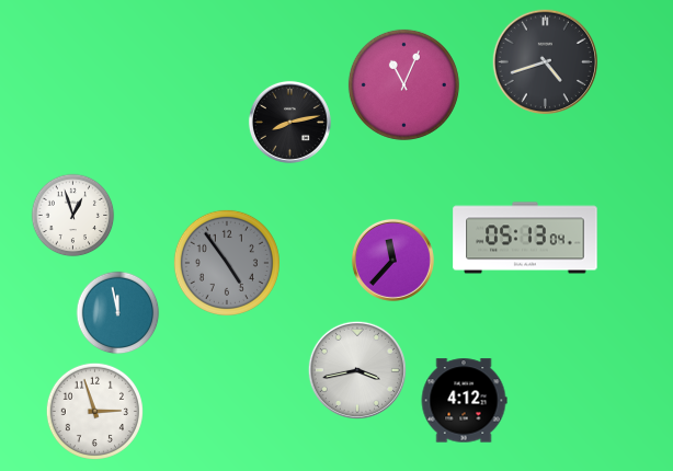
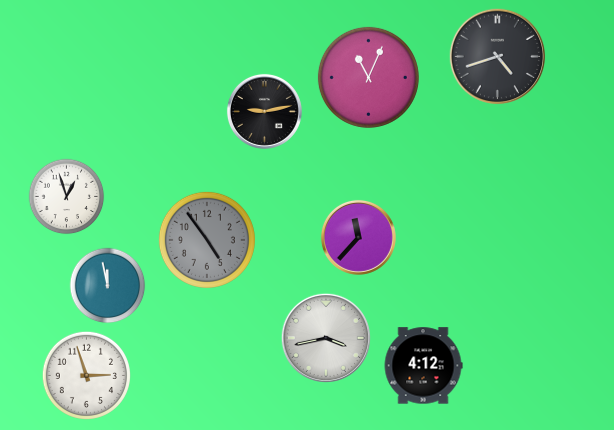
clock at (289, 122): 8:13 -> 9:13
clock at (525, 238): 05:13 -> none
